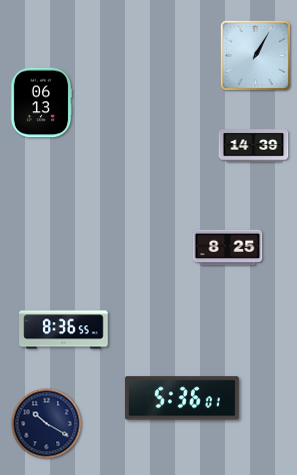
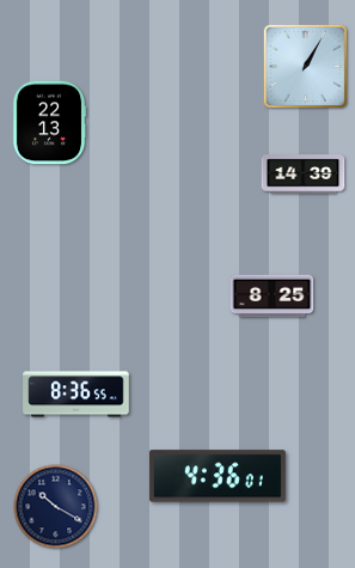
clock at (41, 103): 06:13 -> 22:13
clock at (182, 398): 5:36 -> 4:36
